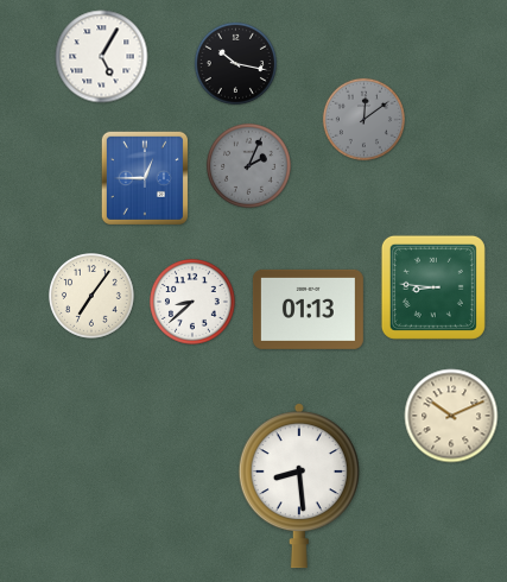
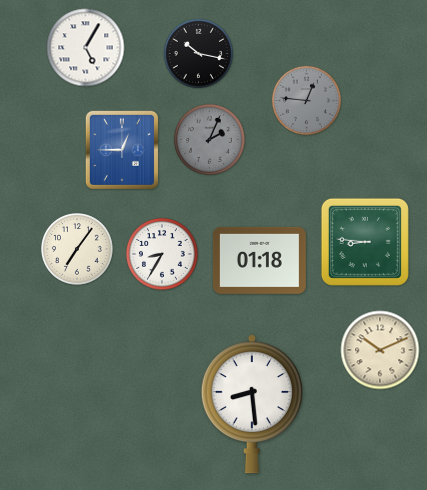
clock at (363, 119): 12:09 -> 12:46
clock at (194, 303): 8:38 -> 8:35
clock at (308, 309): 01:13 -> 01:18
clock at (299, 487) position: (299, 487) -> (252, 405)
